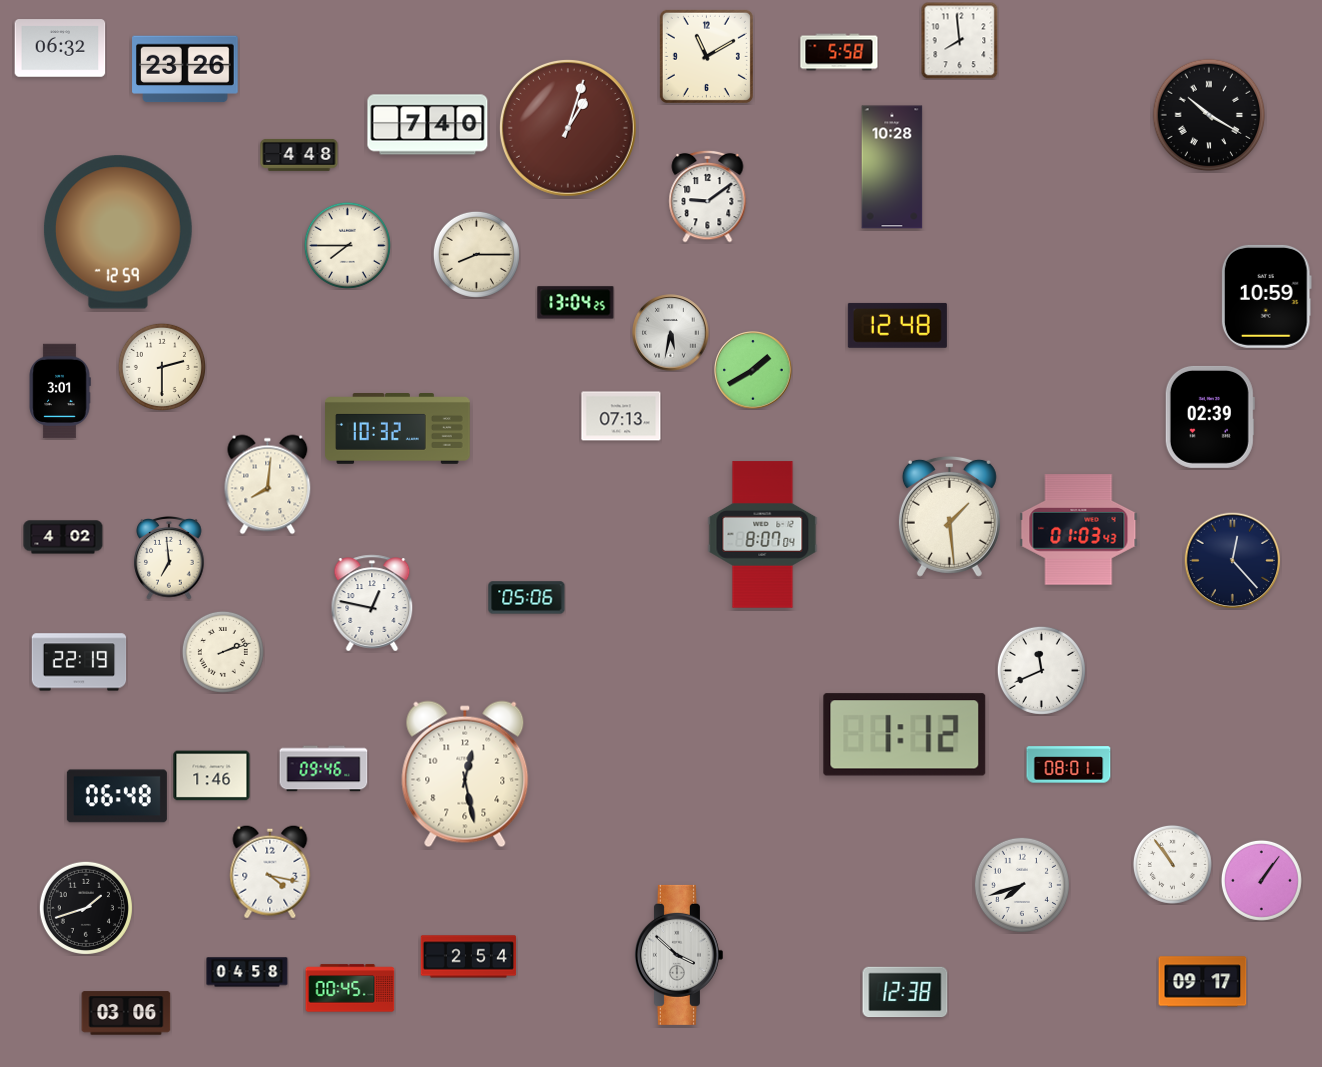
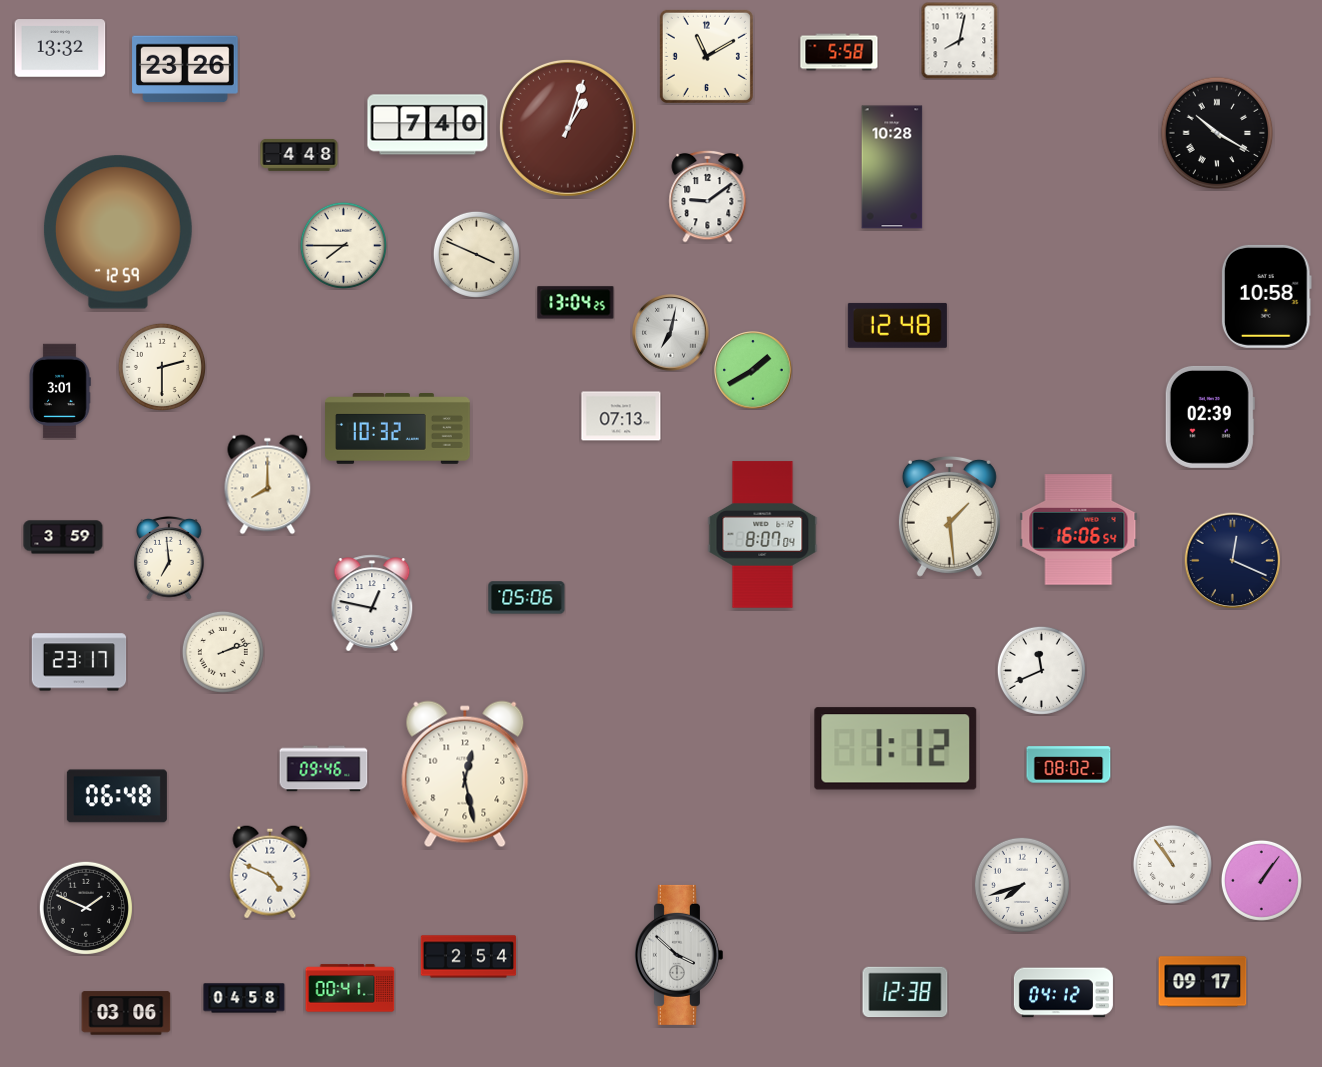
clock at (959, 40): 7:59 -> 8:02
clock at (60, 48): 06:32 -> 13:32
clock at (1209, 115) position: (1209, 115) -> (1217, 133)
clock at (347, 245) position: (347, 245) -> (343, 245)
clock at (476, 254): 8:15 -> 3:49
clock at (1266, 296): 10:59 -> 10:58
clock at (671, 333): 5:32 -> 7:02
clock at (268, 485): 8:01 -> 8:00
clock at (1079, 530): 01:03 -> 16:06
clock at (63, 537): 4:02 -> 3:59
clock at (1233, 561): 12:23 -> 12:19
clock at (79, 662): 22:19 -> 23:17
clock at (905, 735) position: (905, 735) -> (896, 749)
clock at (1069, 765): 08:01 -> 08:02
clock at (212, 776): 1:46 -> none
clock at (270, 872): 4:17 -> 4:49
clock at (86, 908): 1:42 -> 1:49
clock at (247, 972) position: (247, 972) -> (244, 998)
clock at (350, 988): 00:45 -> 00:41
clock at (1063, 993): none -> 04:12
